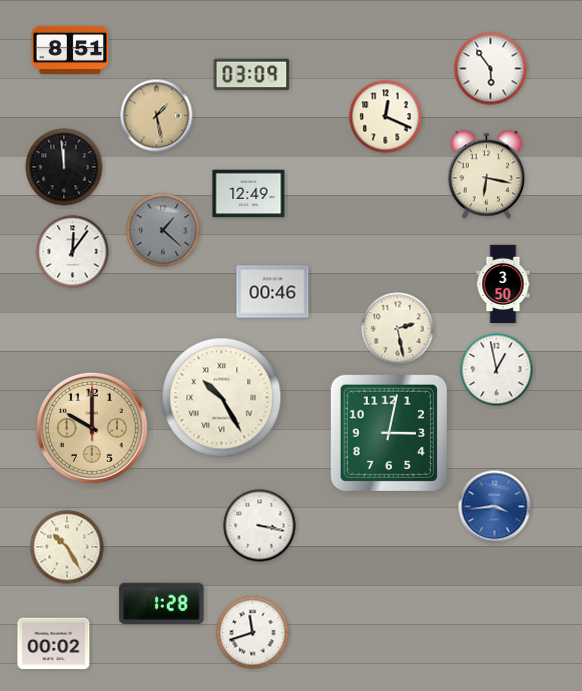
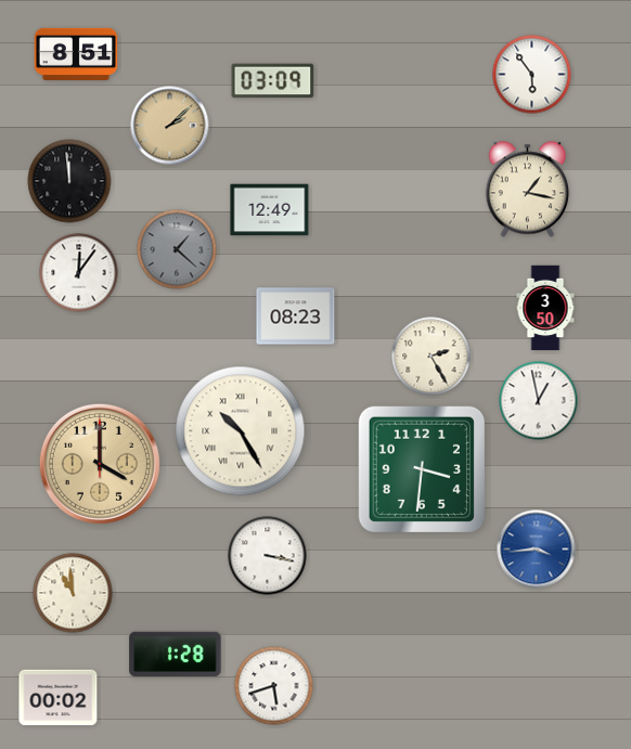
clock at (157, 116): 1:28 -> 2:08
clock at (386, 117): 12:19 -> none
clock at (487, 175): 6:17 -> 1:17
clock at (273, 292): 00:46 -> 08:23
clock at (398, 329): 2:28 -> 2:25
clock at (92, 428): 10:00 -> 4:00
clock at (389, 433): 3:02 -> 3:31
clock at (260, 526) position: (260, 526) -> (268, 556)
clock at (67, 547): 10:25 -> 10:59
clock at (253, 633): 11:42 -> 5:42
